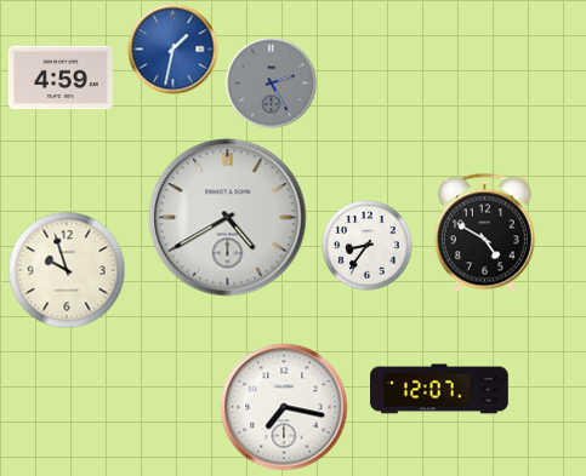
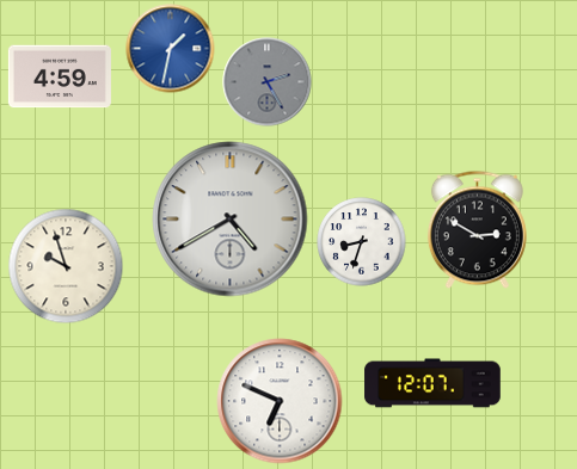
clock at (228, 218) position: (228, 218) -> (231, 220)
clock at (484, 234): 4:50 -> 2:50
clock at (368, 246): 8:36 -> 8:33
clock at (284, 407): 7:17 -> 6:49
